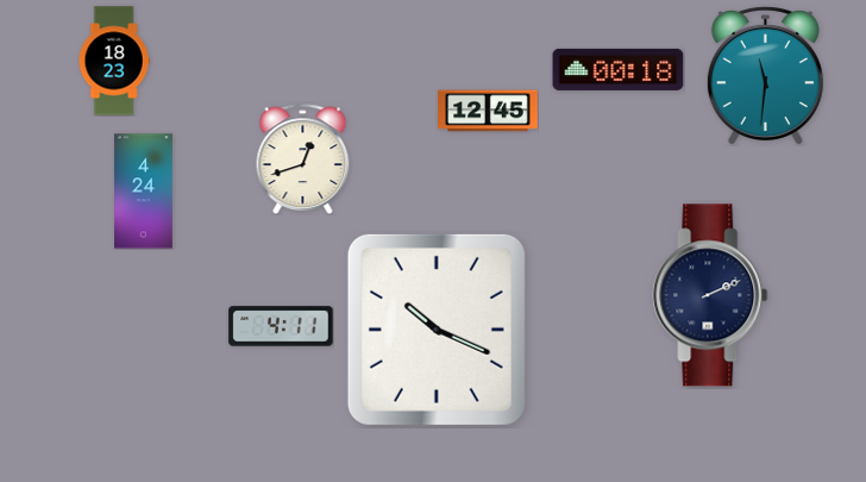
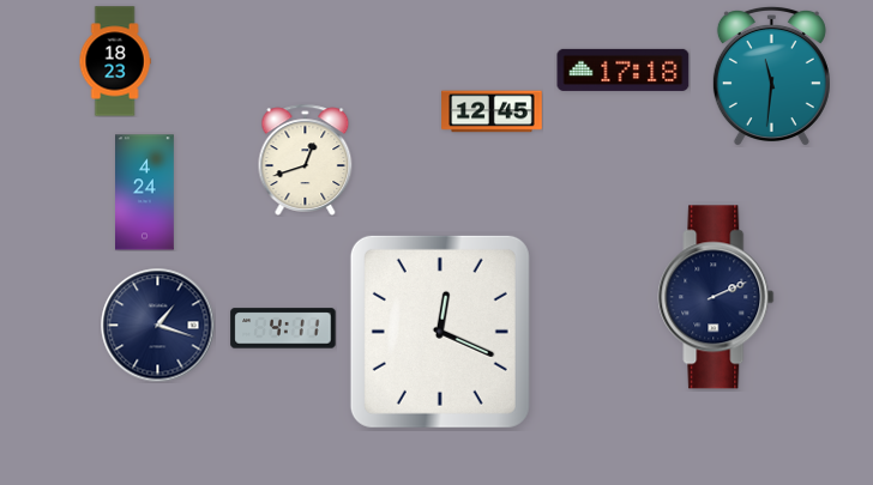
clock at (619, 69): 00:18 -> 17:18
clock at (157, 325): none -> 1:18
clock at (437, 330): 10:19 -> 12:19
